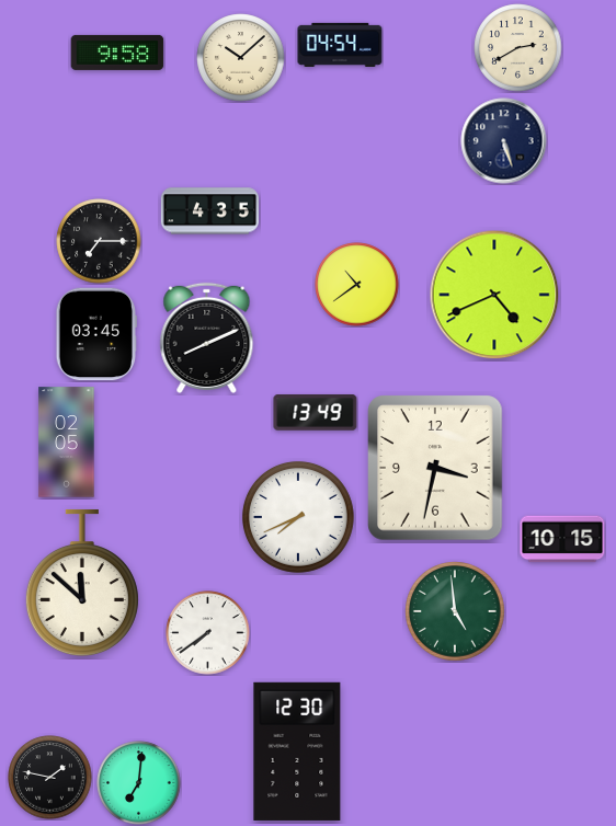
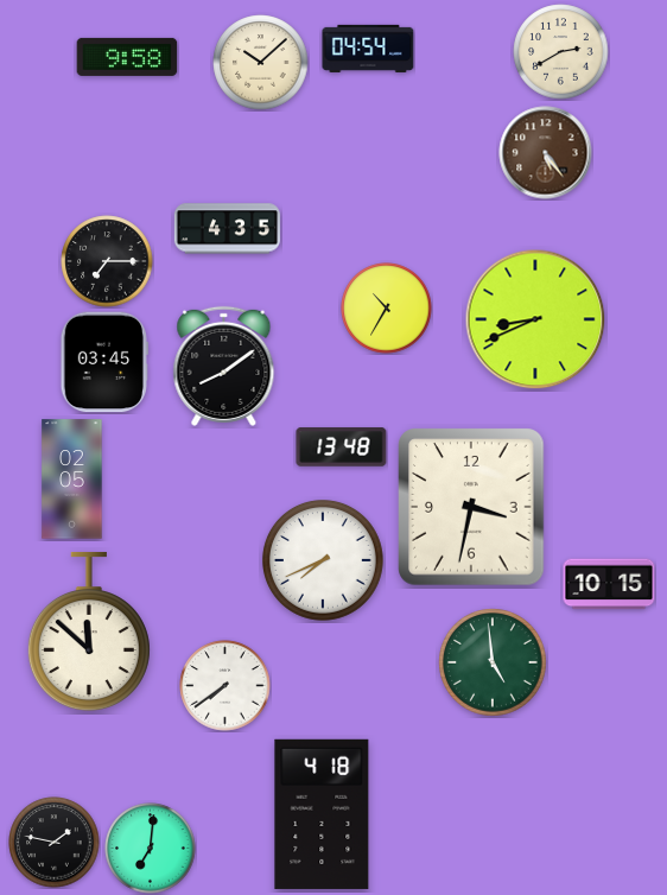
clock at (504, 141): 5:27 -> 5:24
clock at (504, 141) dial: navy -> brown
clock at (357, 285): 10:39 -> 10:35
clock at (494, 295): 4:41 -> 8:41
clock at (207, 337): 8:11 -> 8:09
clock at (316, 413): 13:49 -> 13:48
clock at (297, 752): 12:30 -> 4:18
